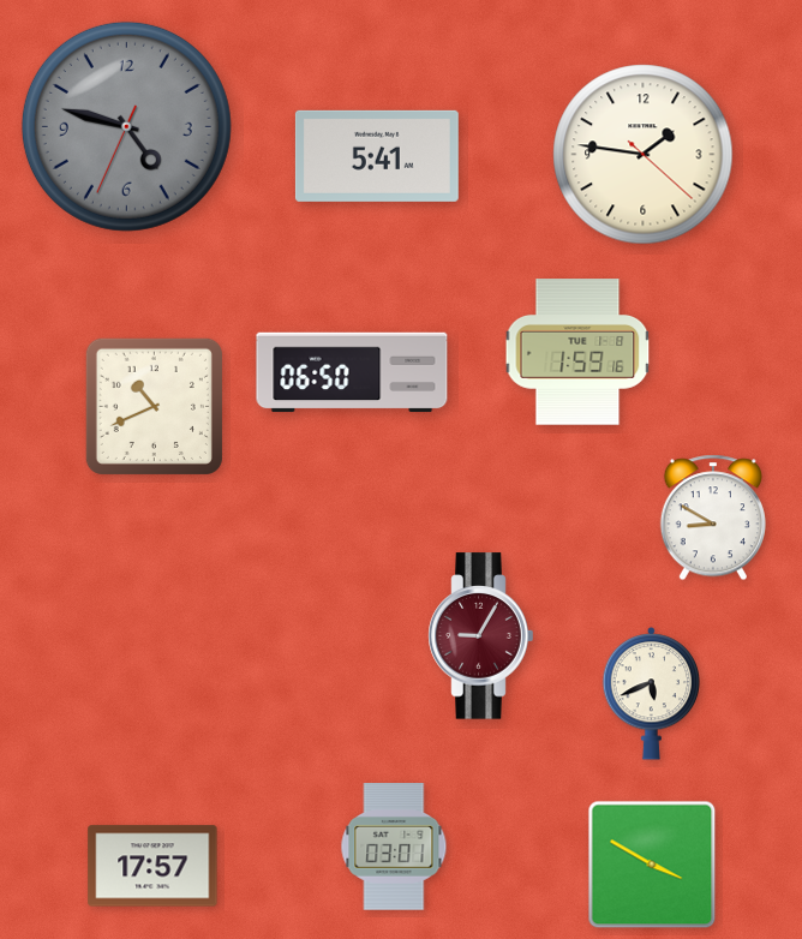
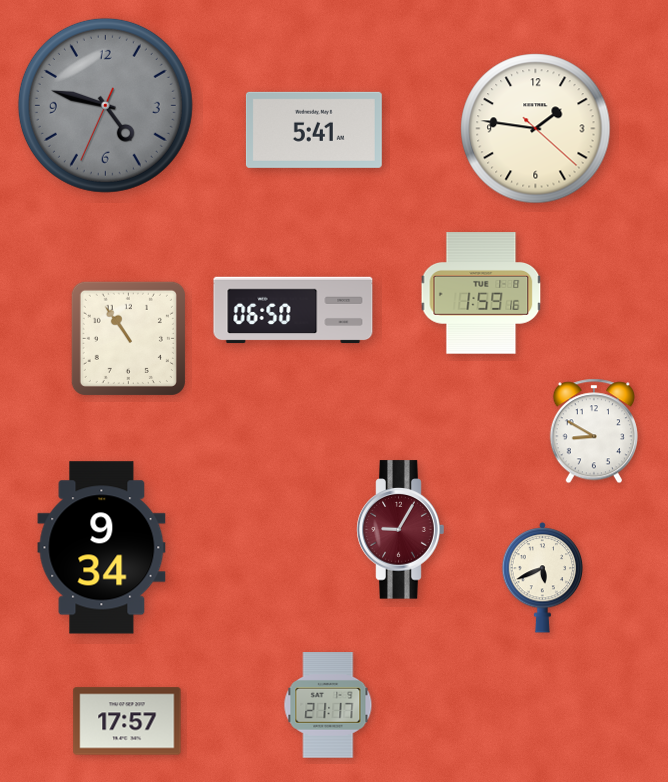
clock at (154, 406): 10:41 -> 10:54
clock at (102, 548): none -> 9:34
clock at (394, 847): 03:01 -> 21:17
clock at (652, 865): 3:50 -> none
